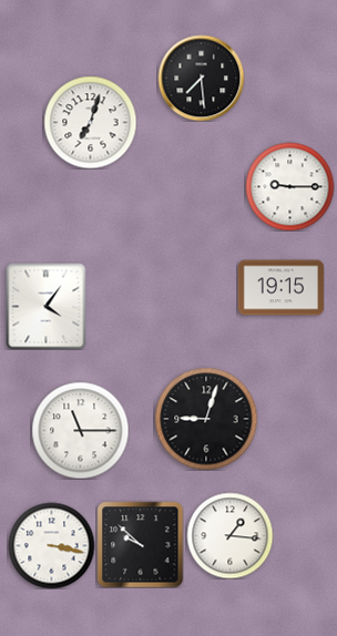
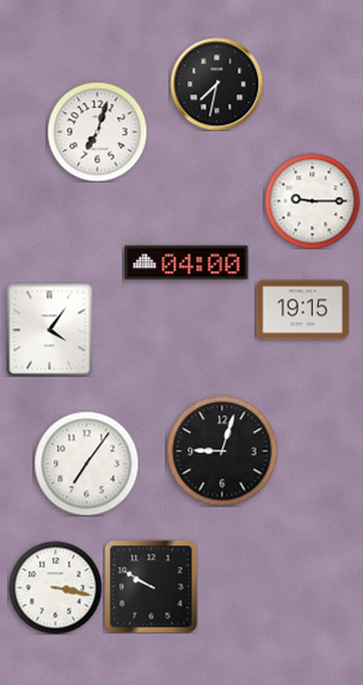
clock at (201, 78): 7:29 -> 7:32
clock at (186, 263): none -> 04:00
clock at (80, 430): 11:15 -> 7:06
clock at (229, 535): 1:16 -> none
clock at (140, 544): 9:52 -> 9:50
